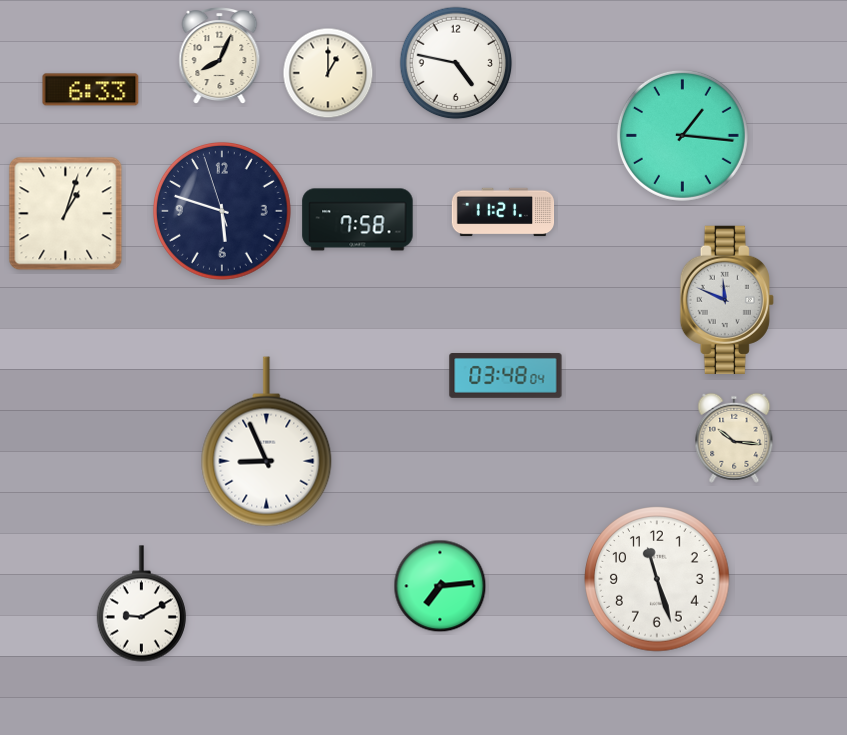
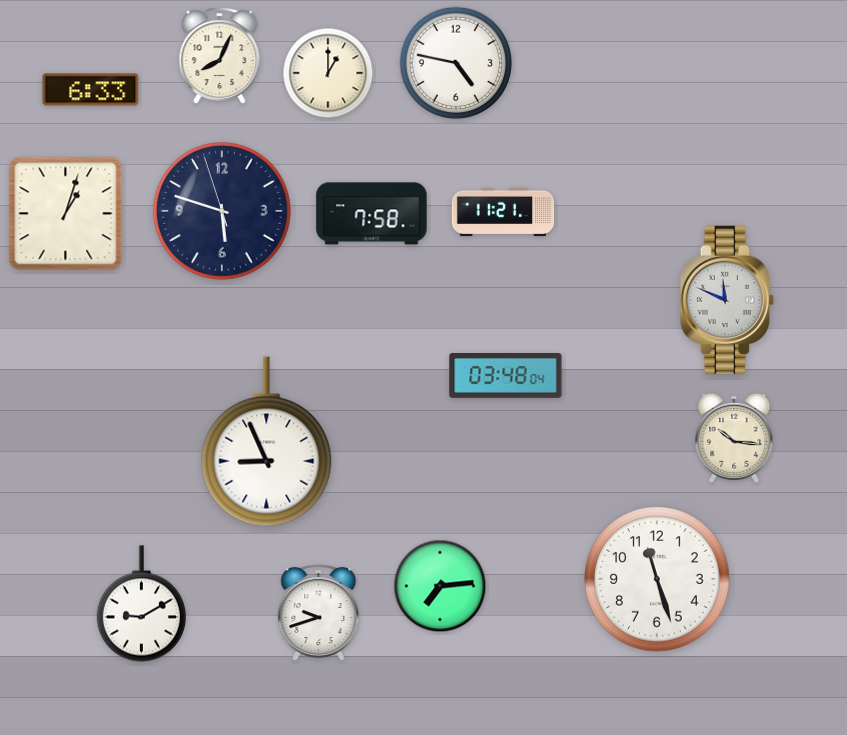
clock at (682, 135): 1:16 -> none
clock at (358, 220) position: (358, 220) -> (372, 214)
clock at (319, 613): none -> 9:42
